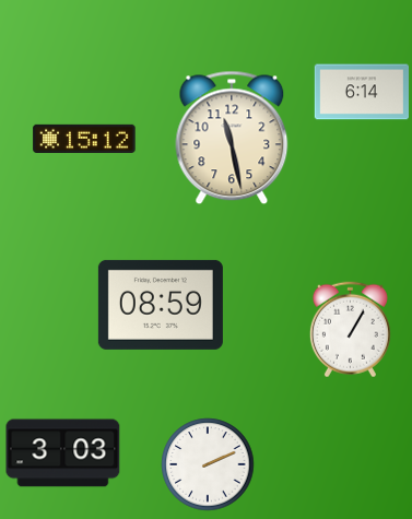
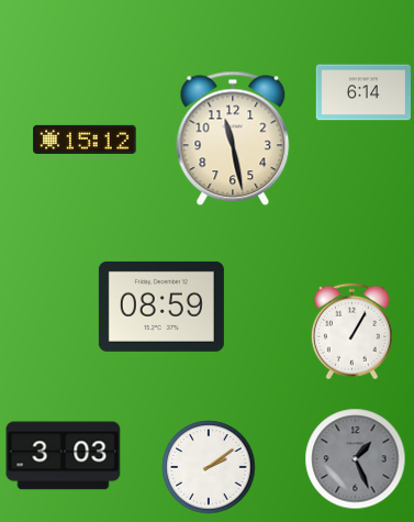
clock at (356, 459): none -> 1:26
clock at (208, 464): 2:11 -> 2:09
